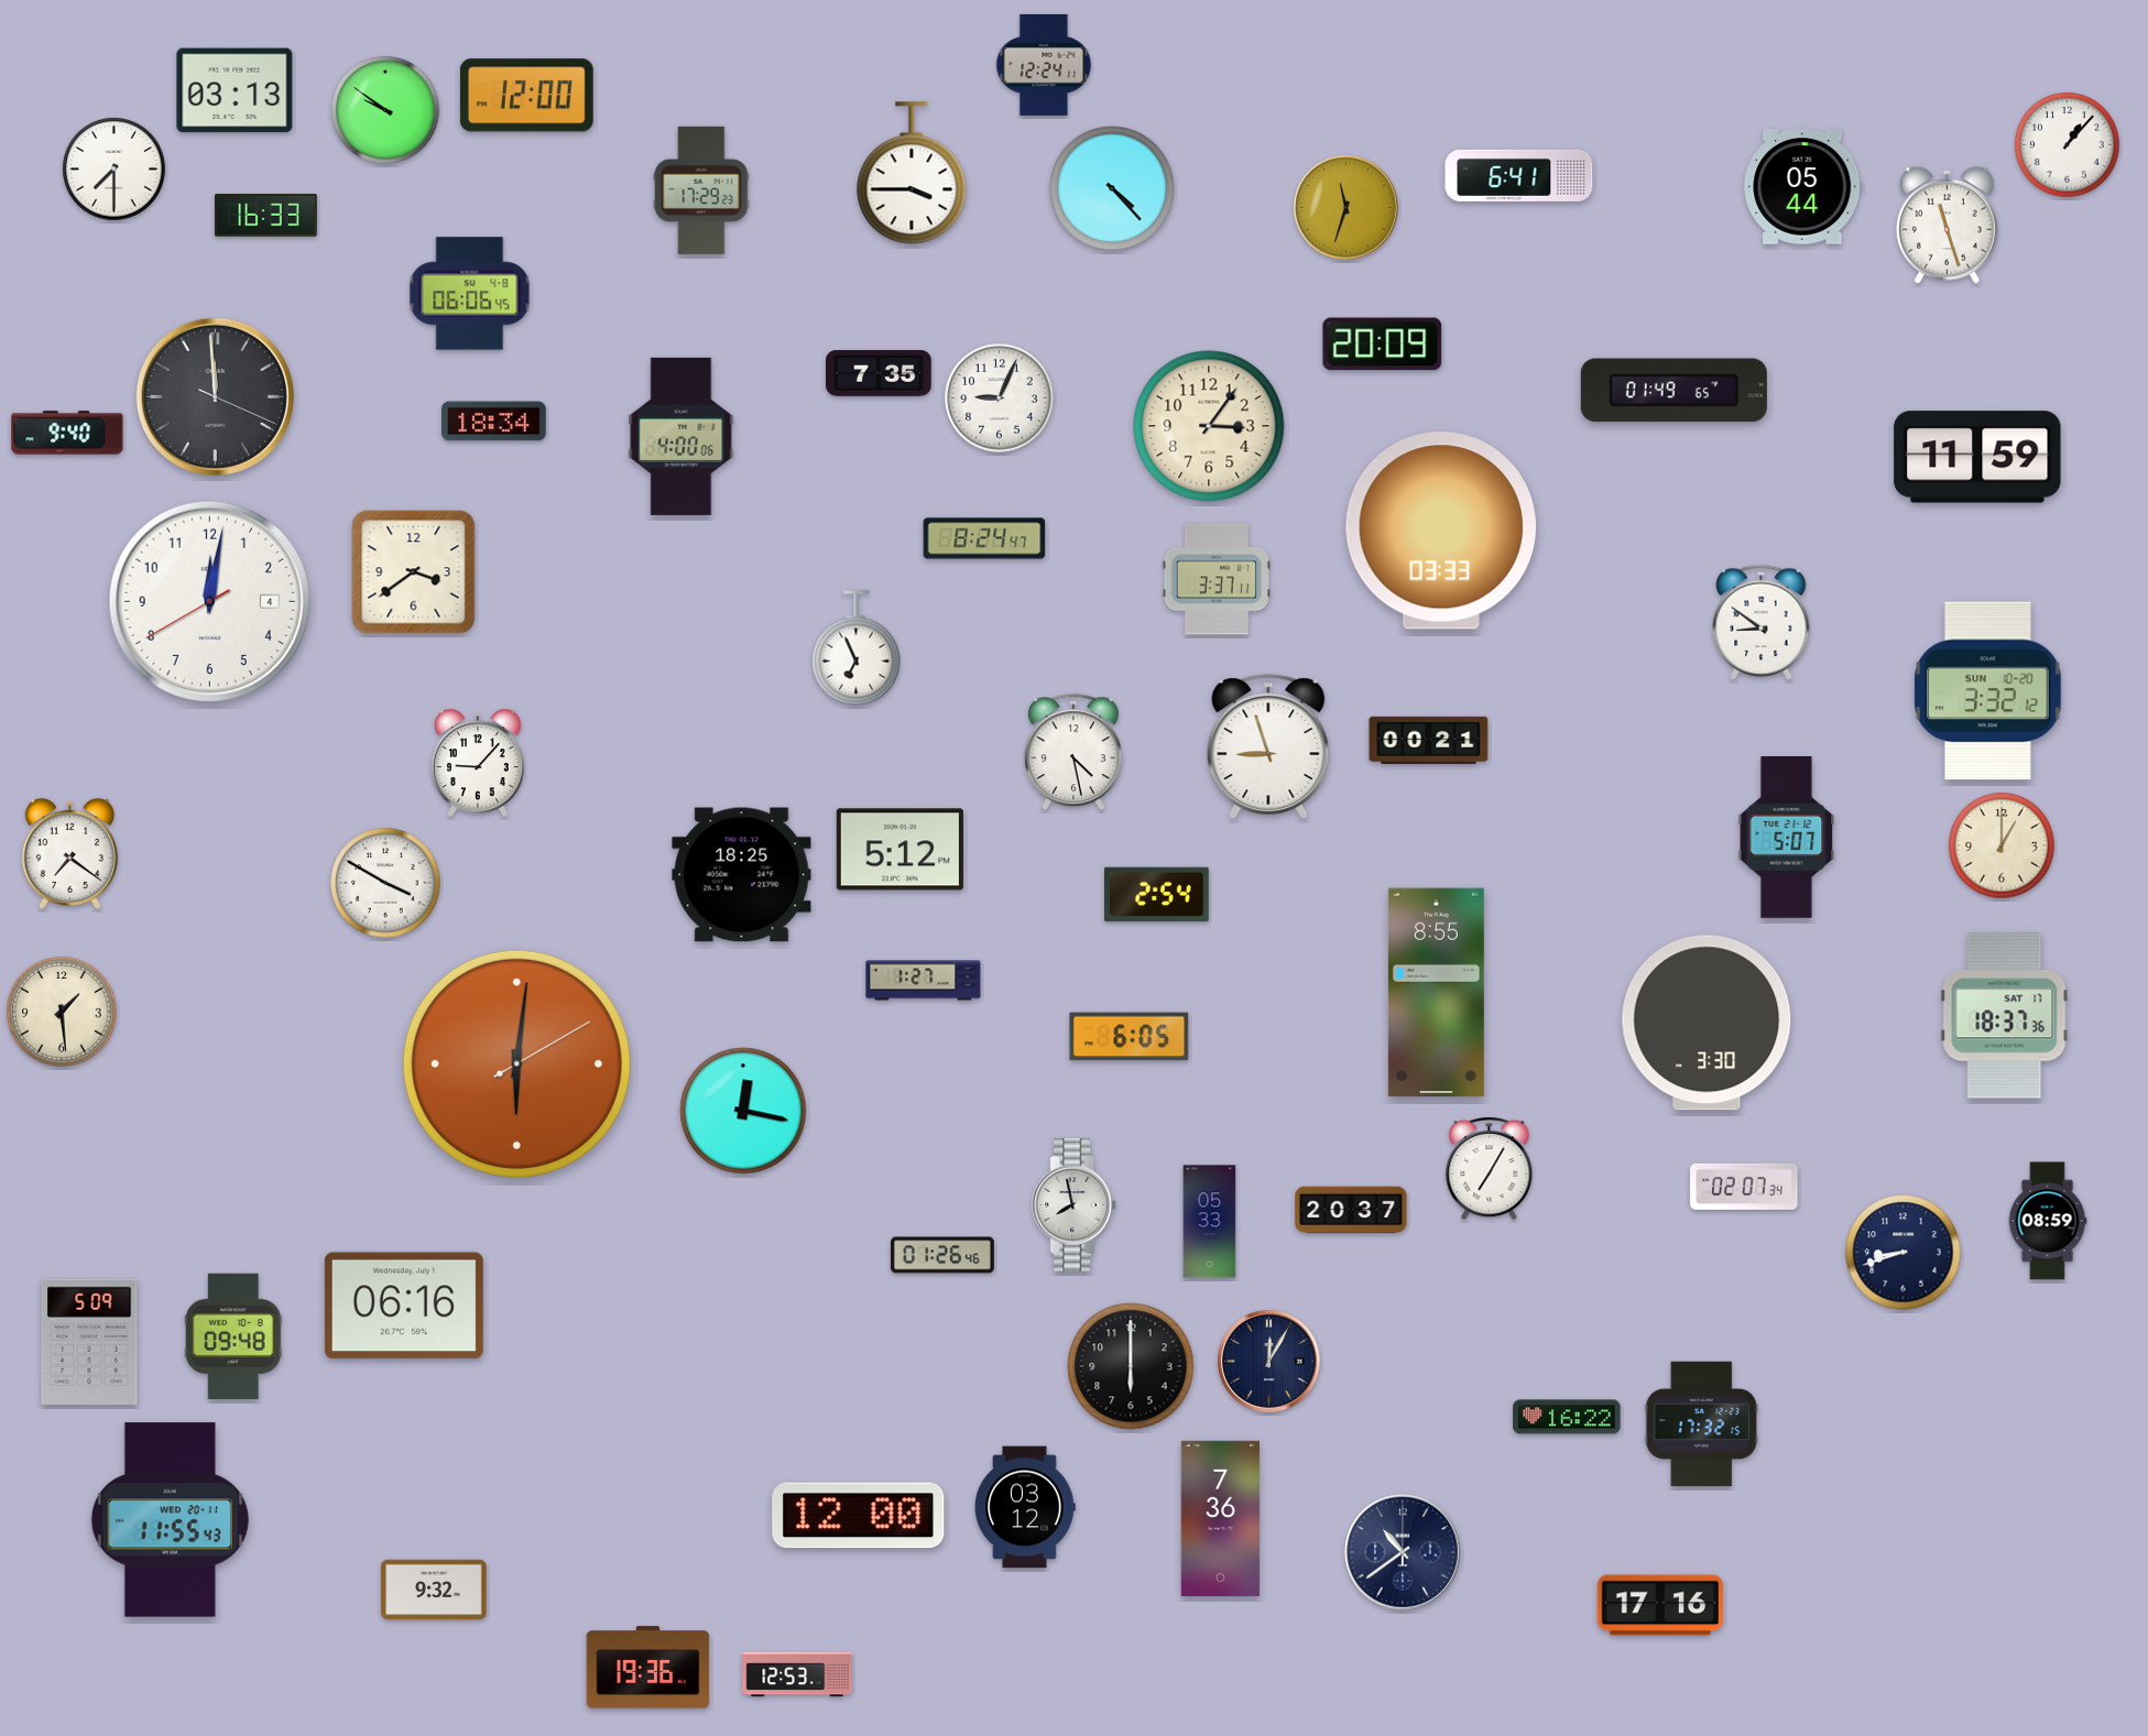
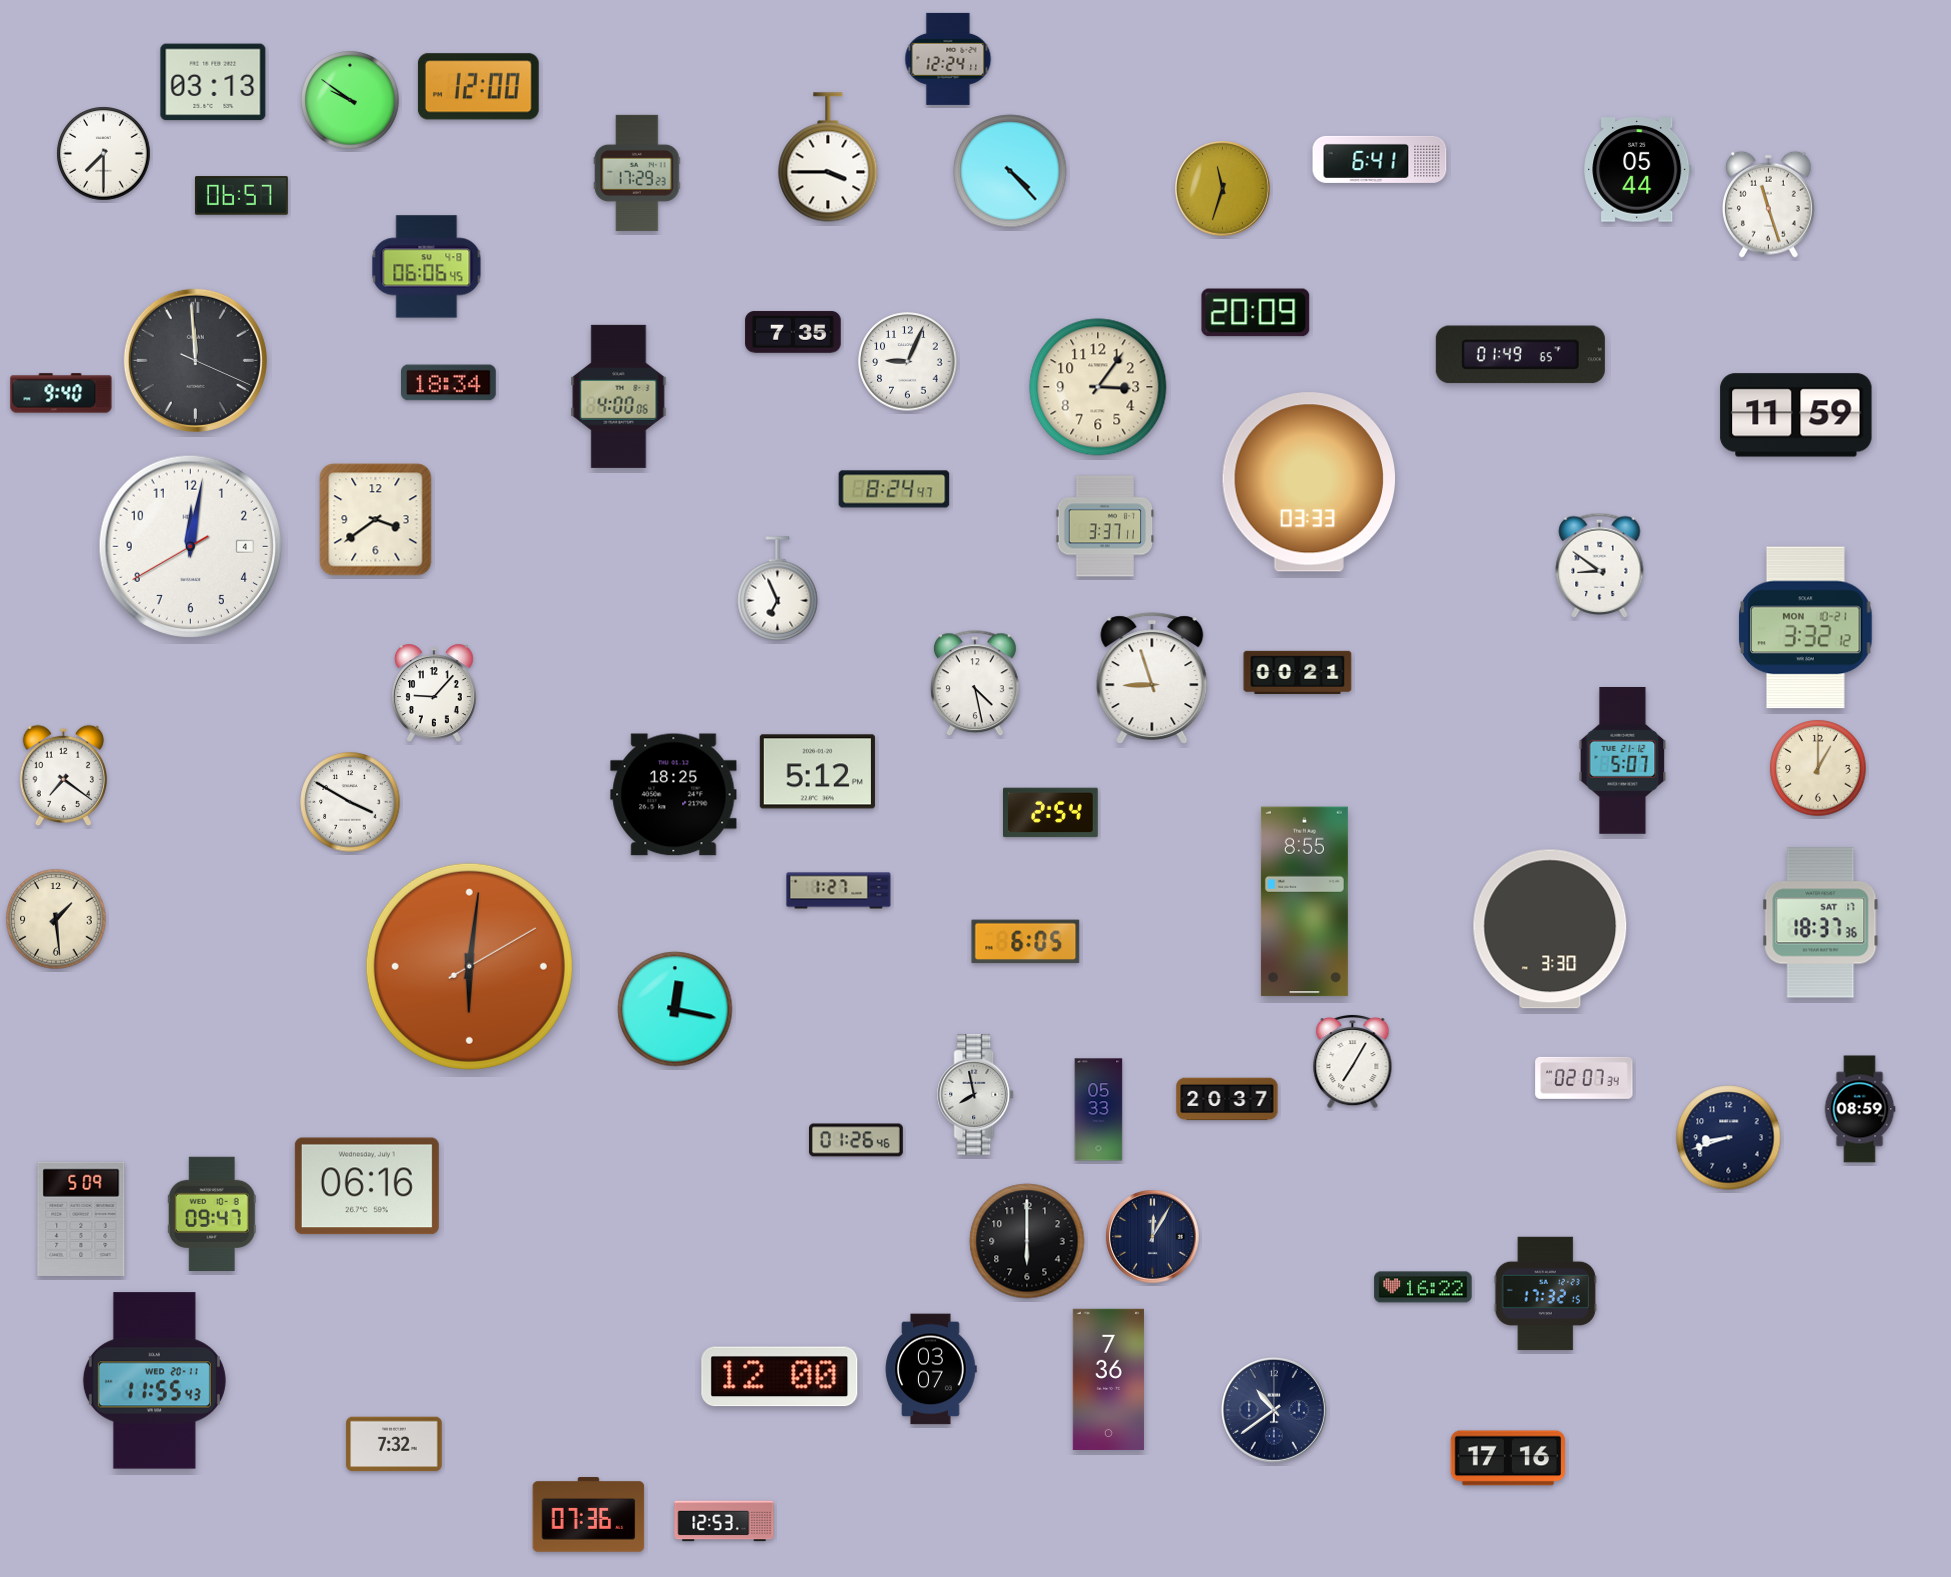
clock at (2068, 145): 1:07 -> none
clock at (265, 216): 16:33 -> 06:57
clock at (879, 373) position: (879, 373) -> (793, 332)
clock at (1988, 691) date: SUN 10-20 -> MON 10-21
clock at (233, 1335): 09:48 -> 09:47
clock at (1025, 1507): 03:12 -> 03:07
clock at (434, 1590): 9:32 -> 7:32
clock at (648, 1668): 19:36 -> 07:36
